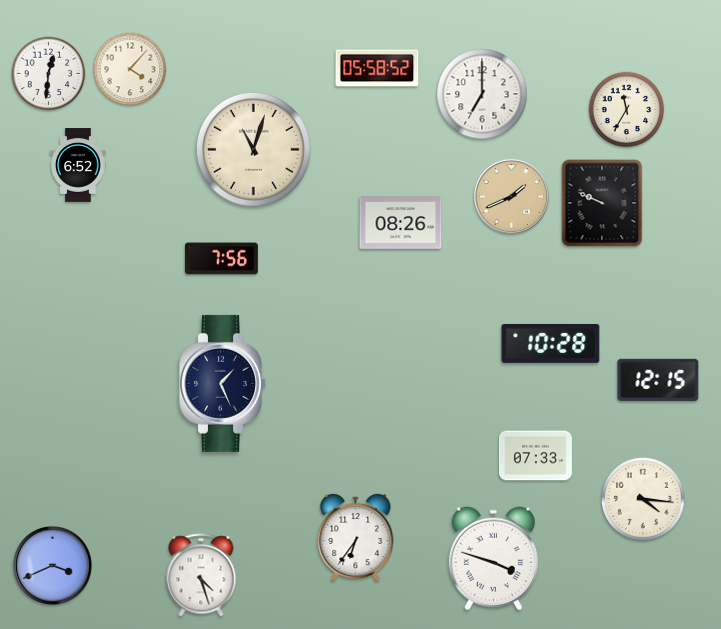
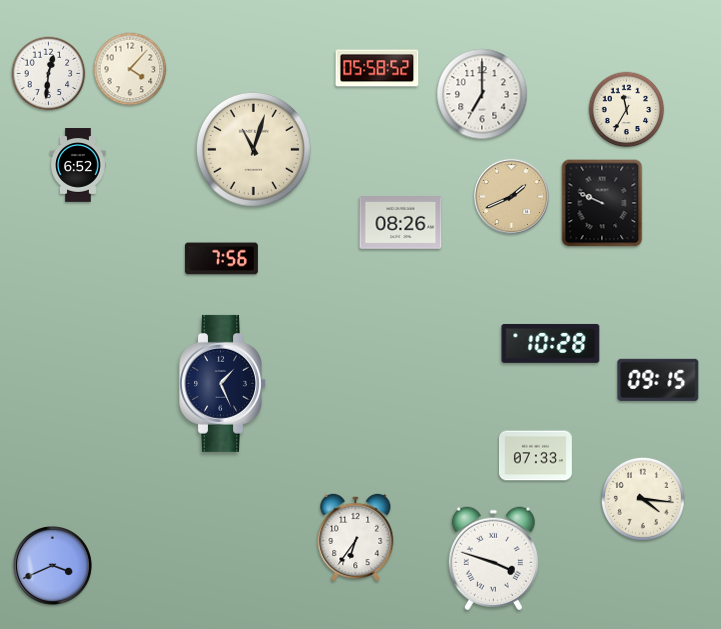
clock at (658, 380): 12:15 -> 09:15
clock at (201, 575): 4:27 -> none
